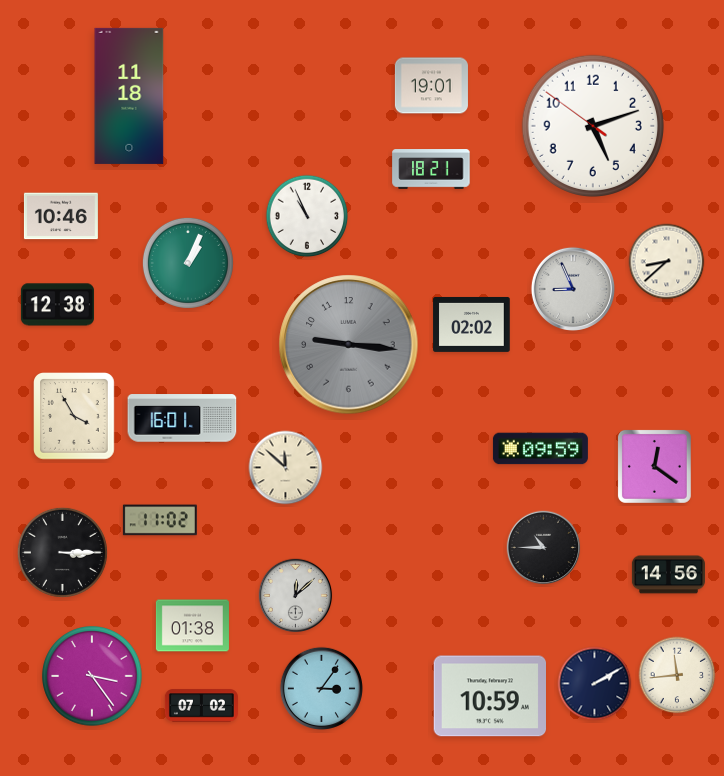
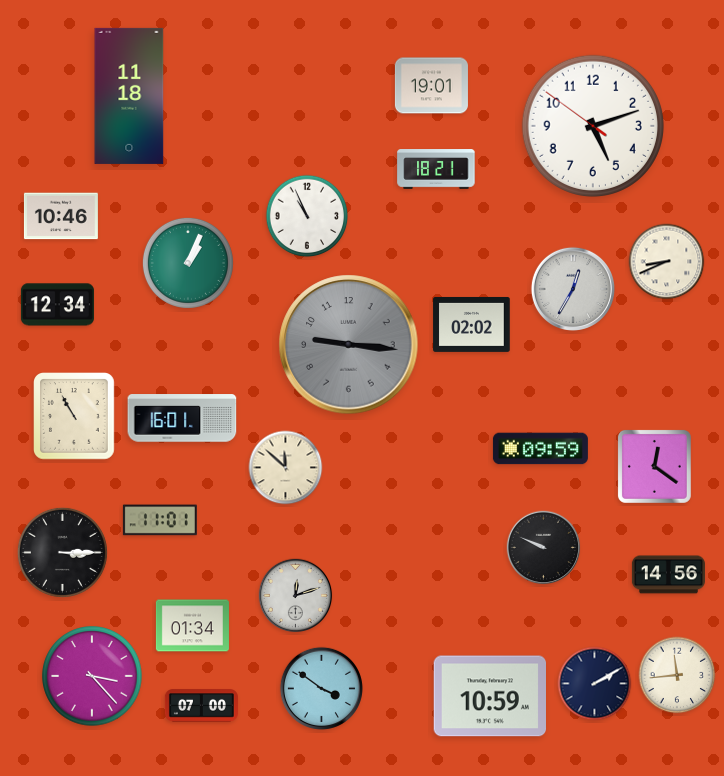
clock at (431, 169) position: (431, 169) -> (436, 169)
clock at (667, 262): 8:38 -> 8:41
clock at (573, 289): 8:56 -> 12:35
clock at (57, 305): 12:38 -> 12:34
clock at (75, 417): 3:55 -> 10:55
clock at (160, 520): 11:02 -> 11:01
clock at (544, 548): 10:45 -> 9:49
clock at (296, 596): 12:08 -> 12:12
clock at (192, 626): 01:38 -> 01:34
clock at (92, 676): 3:24 -> 3:23
clock at (321, 688): 3:06 -> 3:51
clock at (201, 706): 07:02 -> 07:00
